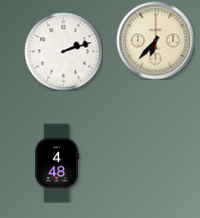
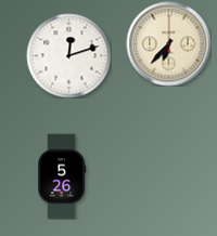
clock at (63, 51): 2:12 -> 12:12
clock at (58, 163): 4:48 -> 5:26
